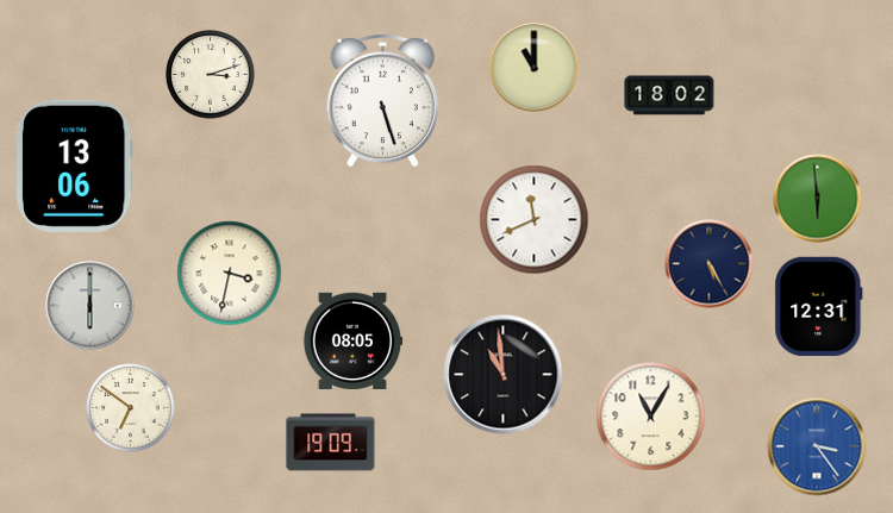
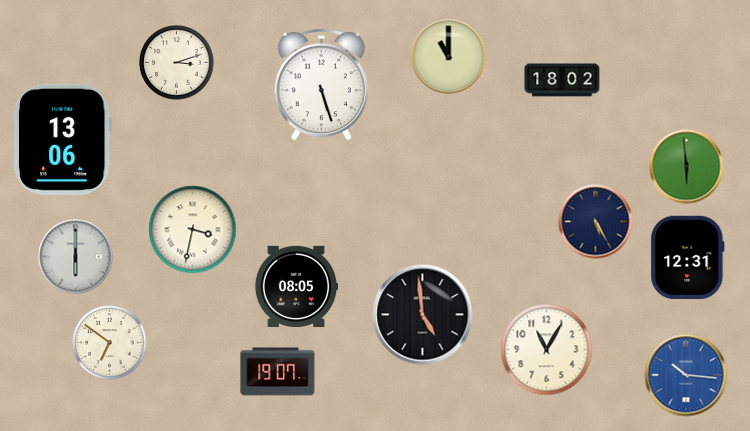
clock at (535, 220): 11:41 -> none
clock at (504, 375): 10:59 -> 4:59
clock at (331, 443): 19:09 -> 19:07
clock at (817, 446): 3:24 -> 10:16
